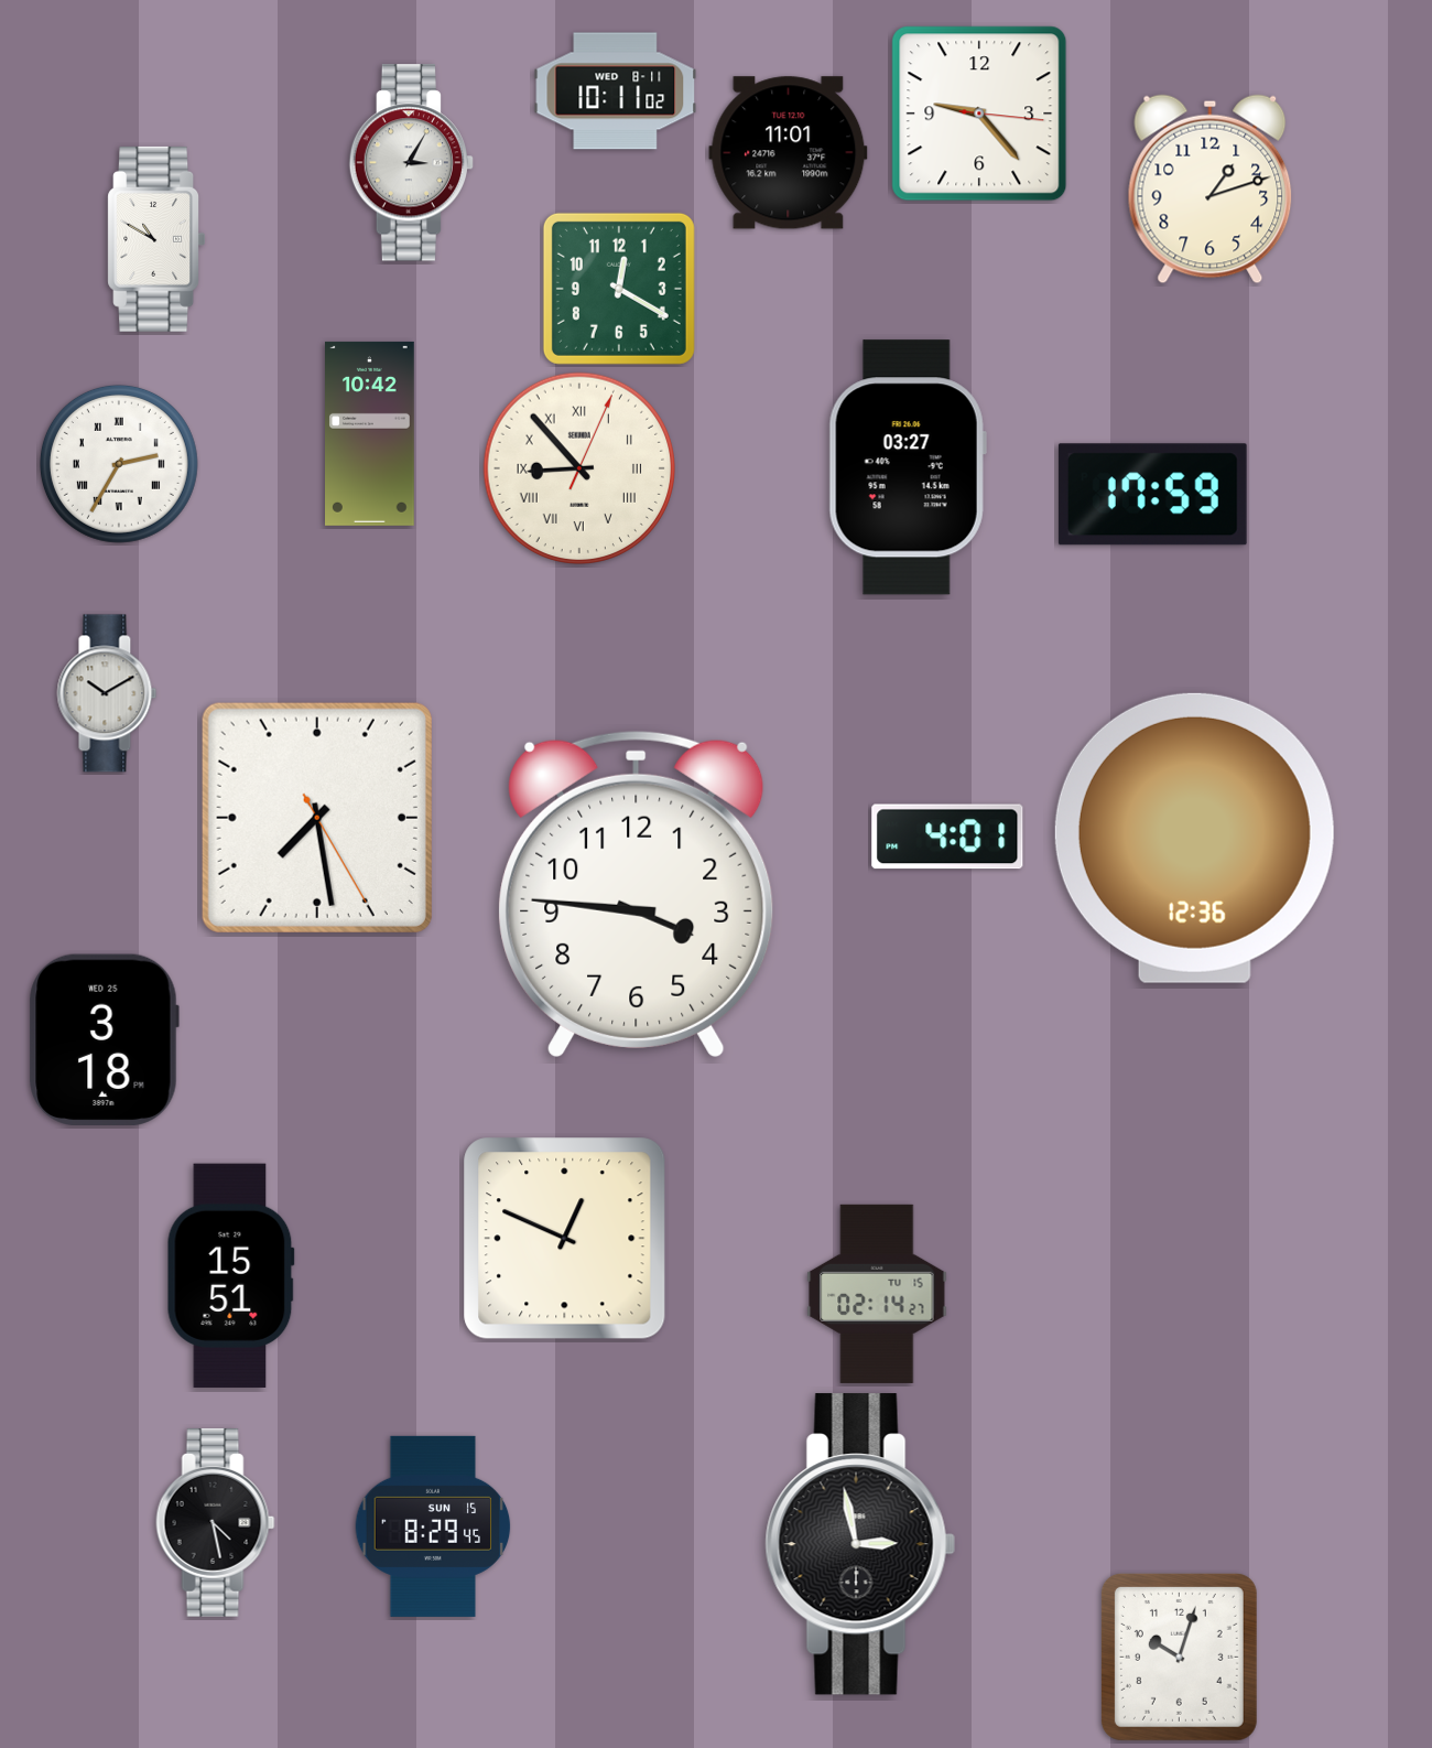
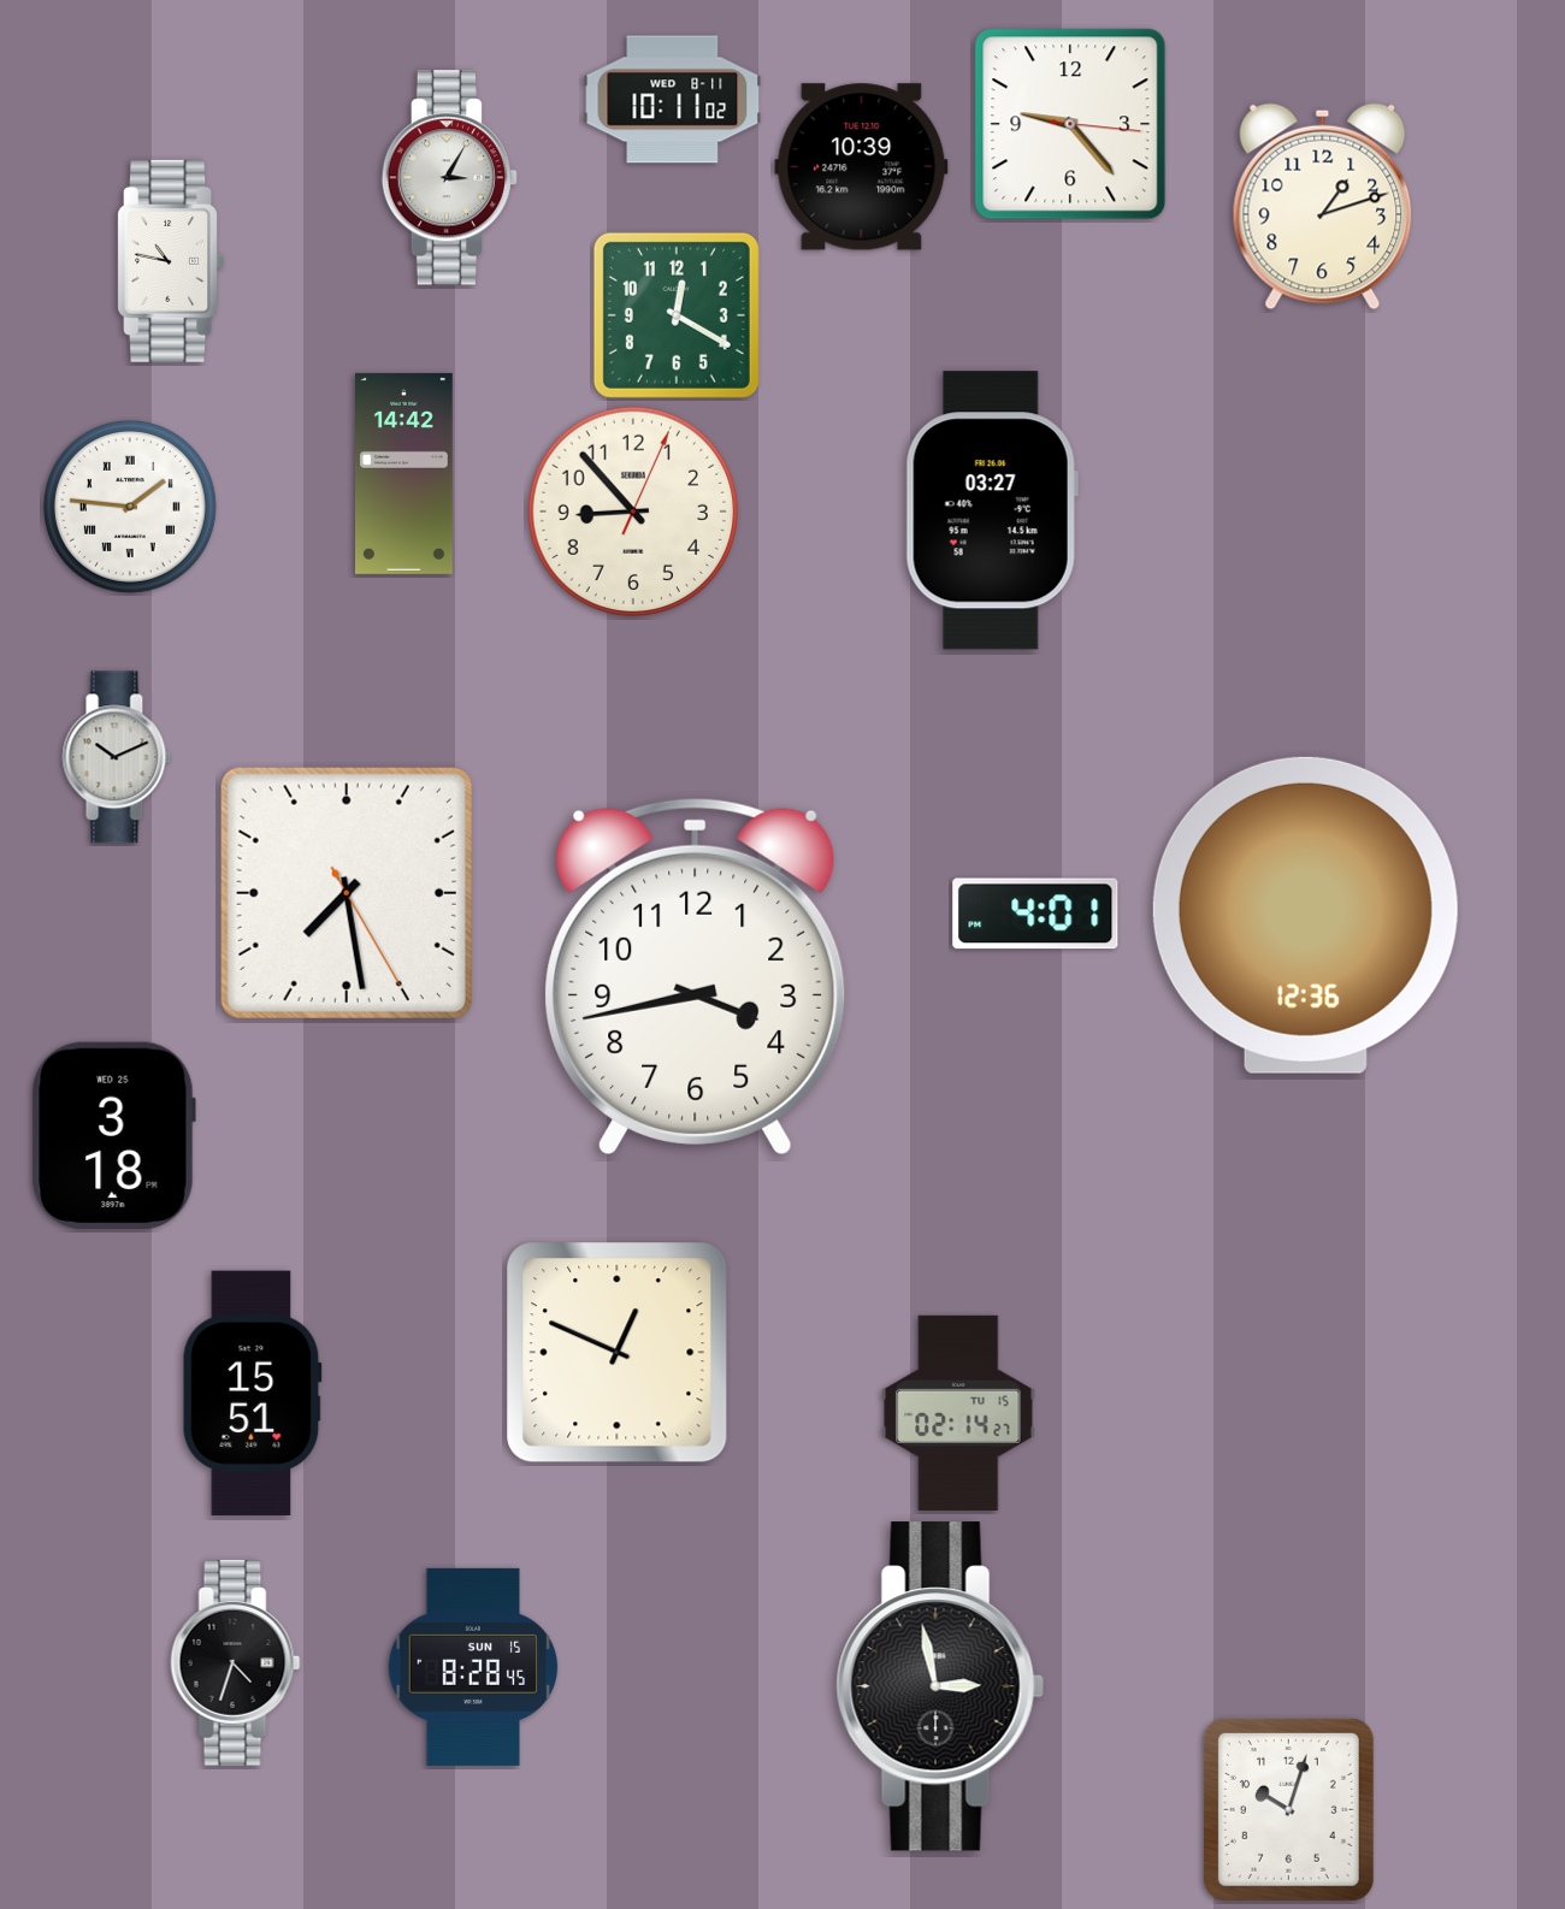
clock at (789, 153): 11:01 -> 10:39
clock at (155, 239): 10:50 -> 10:47
clock at (370, 433): 10:42 -> 14:42
clock at (119, 464): 2:35 -> 1:46
clock at (578, 467) numerals: Roman -> Arabic
clock at (1152, 495): 17:59 -> none
clock at (107, 693): 10:10 -> 10:11
clock at (637, 894): 3:46 -> 3:43
clock at (216, 1522): 4:28 -> 4:33
clock at (433, 1526): 8:29 -> 8:28
